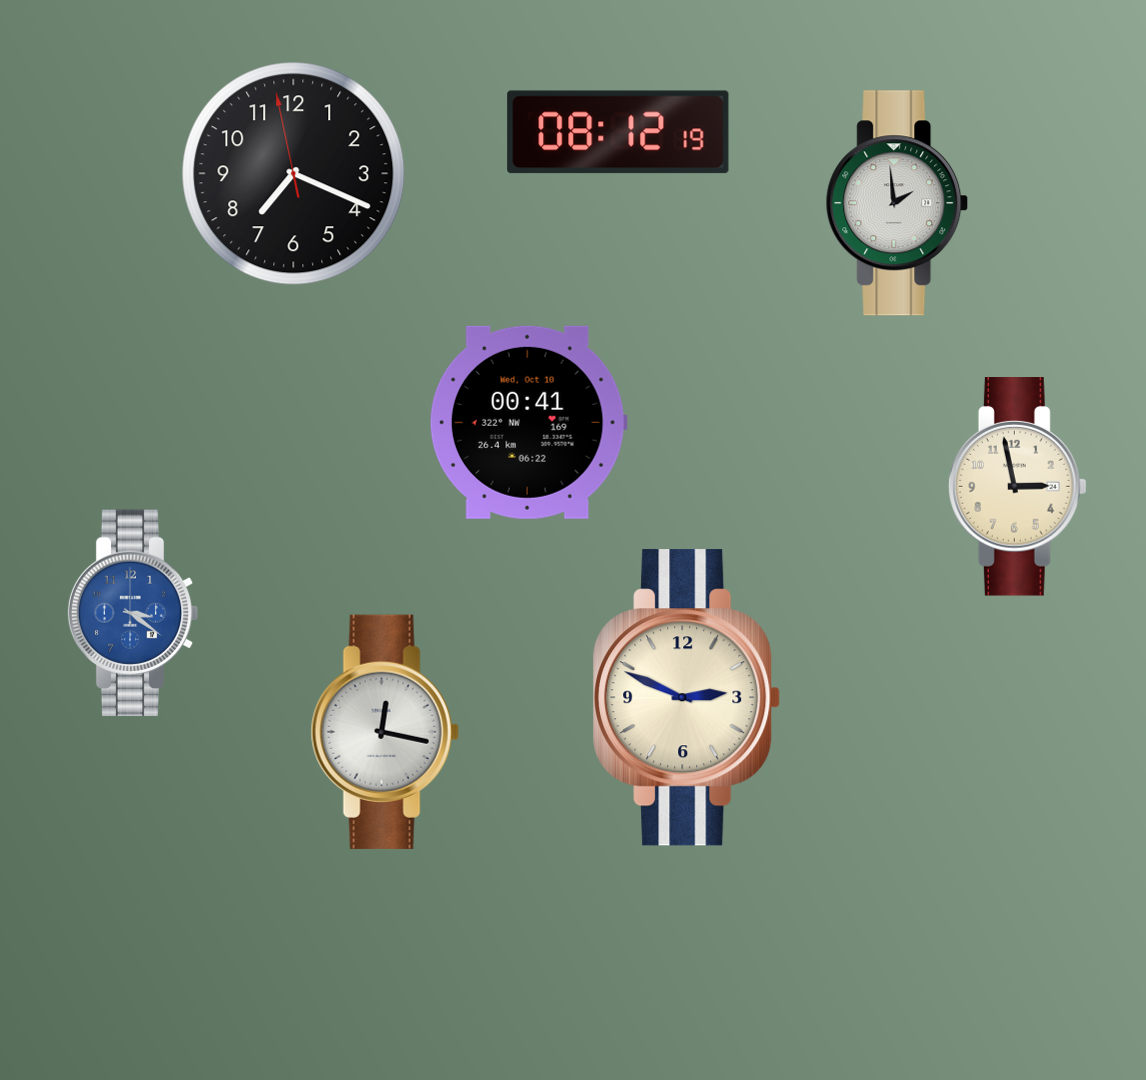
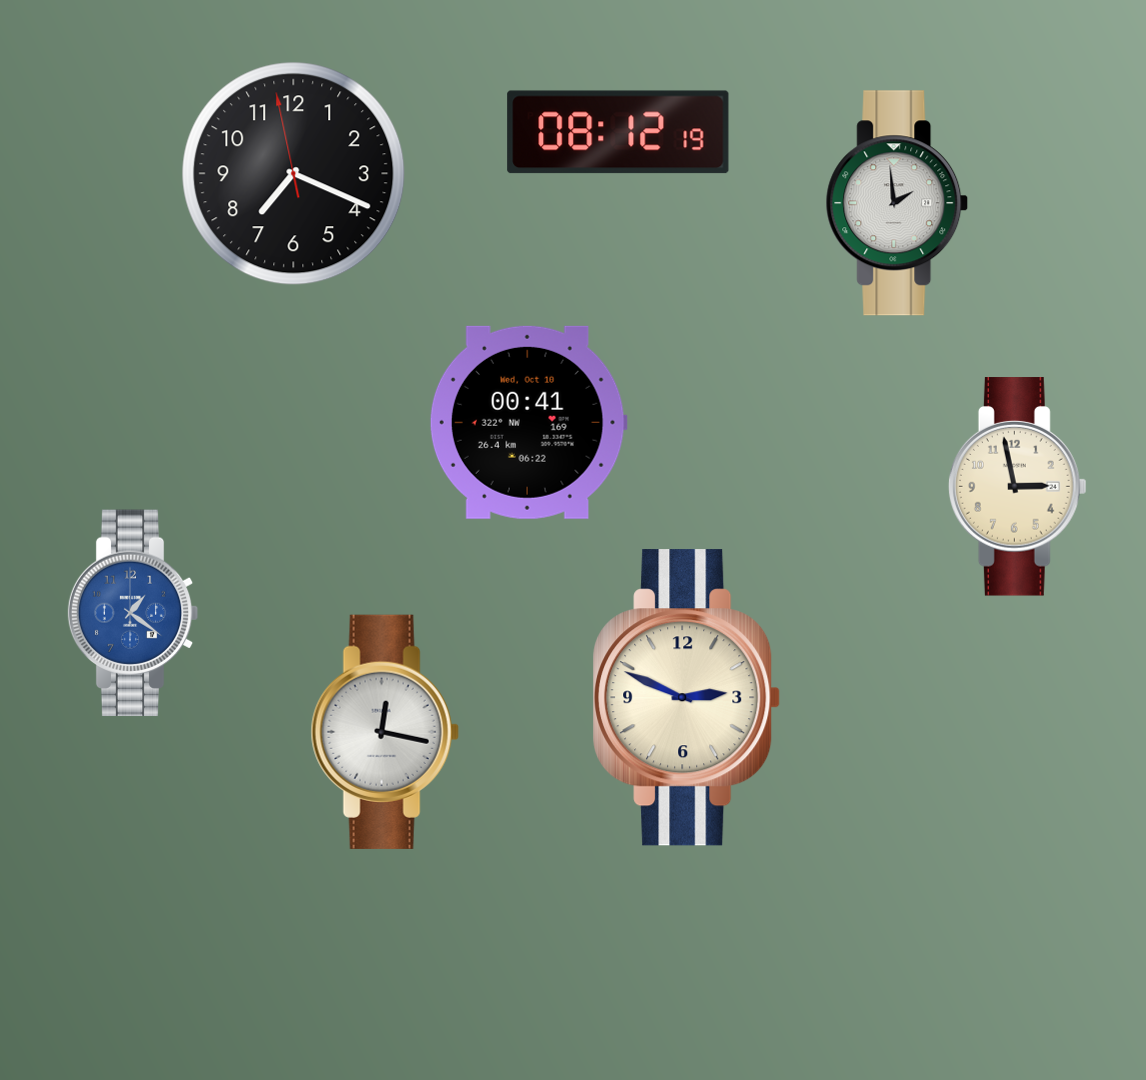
clock at (133, 613): 3:21 -> 1:21
